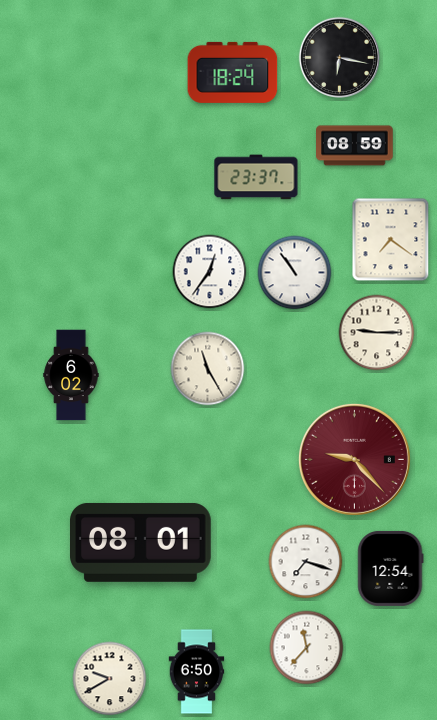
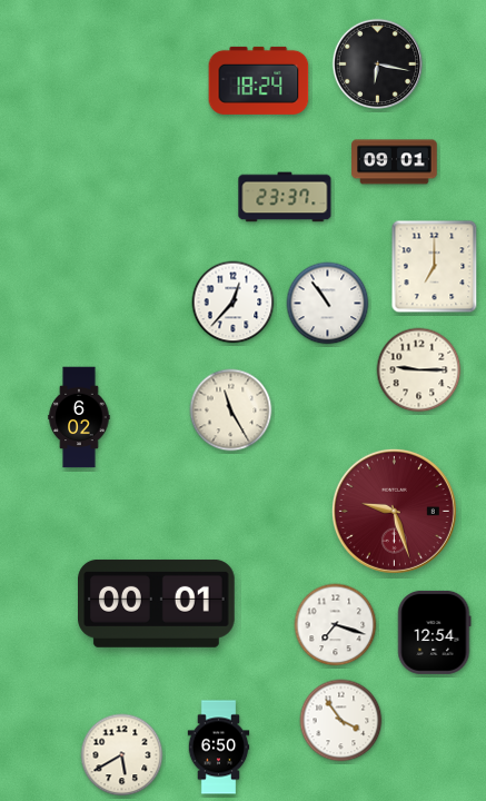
clock at (355, 146): 08:59 -> 09:01
clock at (391, 240): 7:21 -> 7:00
clock at (210, 272): 12:36 -> 12:37
clock at (354, 459): 9:23 -> 9:27
clock at (141, 542): 08:01 -> 00:01
clock at (306, 562) position: (306, 562) -> (336, 625)
clock at (307, 648): 11:37 -> 3:54
clock at (110, 679): 9:40 -> 5:40
